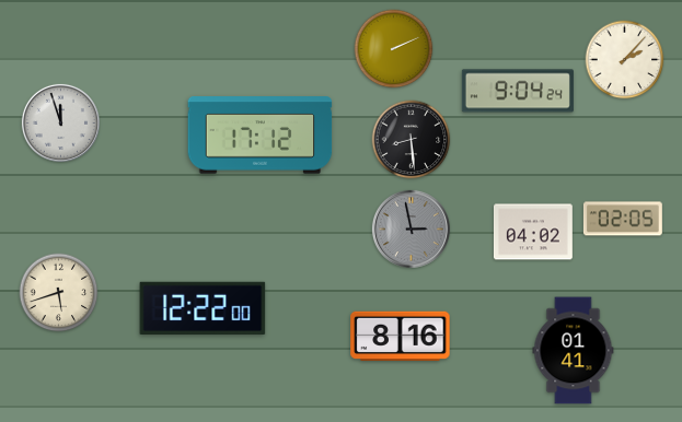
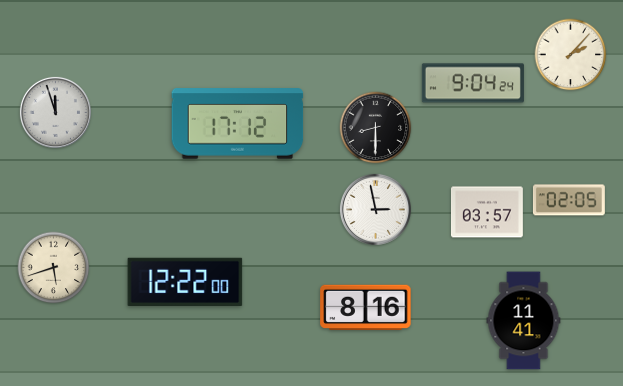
clock at (394, 49): 2:11 -> none
clock at (412, 140): 8:29 -> 8:30
clock at (411, 228) dial: grey -> white
clock at (533, 232): 04:02 -> 03:57
clock at (574, 351): 01:41 -> 11:41
